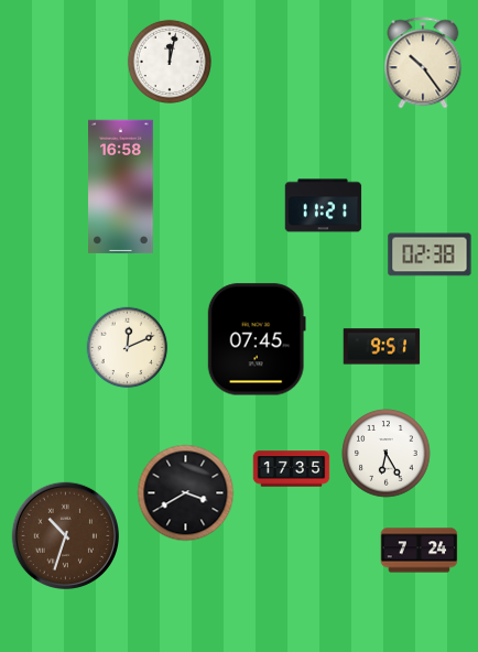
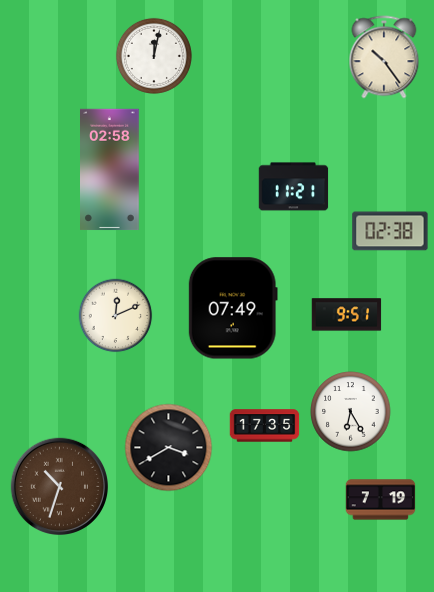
clock at (121, 187): 16:58 -> 02:58
clock at (257, 339): 07:45 -> 07:49
clock at (420, 551): 7:24 -> 7:19
